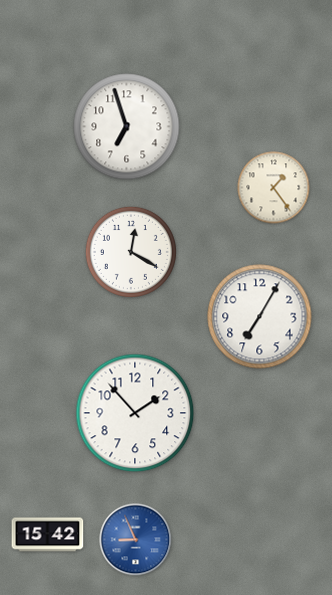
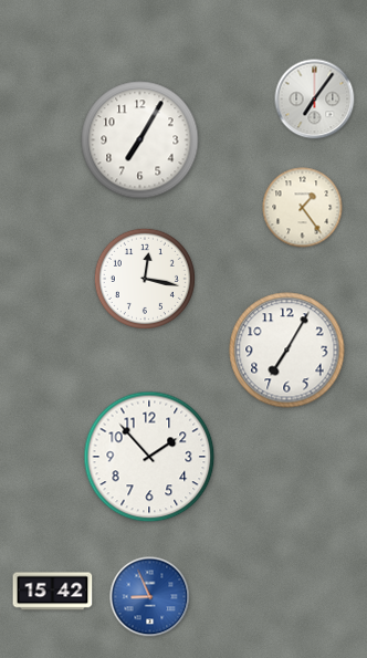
clock at (315, 100): none -> 7:06
clock at (127, 127): 6:57 -> 7:05
clock at (131, 252): 12:20 -> 12:17
